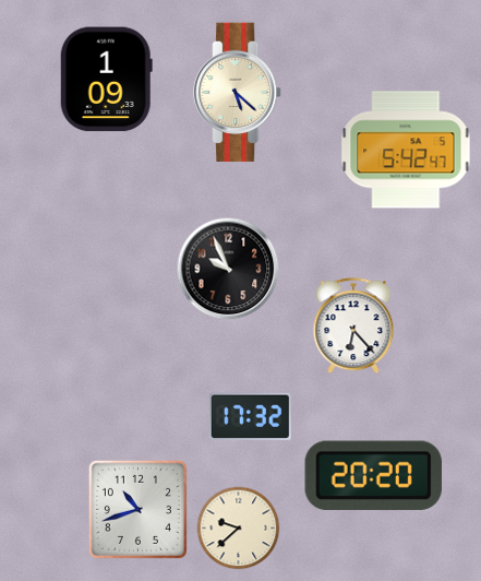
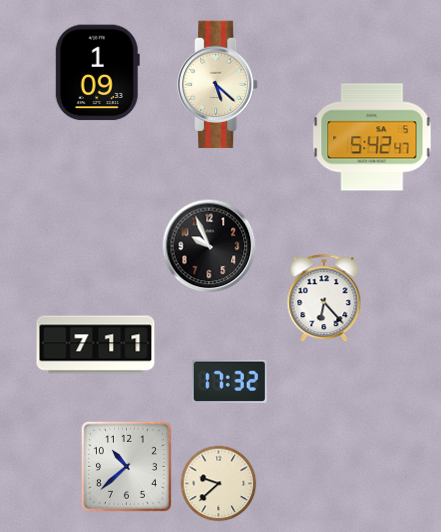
clock at (96, 345): none -> 7:11
clock at (373, 475): 20:20 -> none
clock at (137, 509): 10:42 -> 10:38
